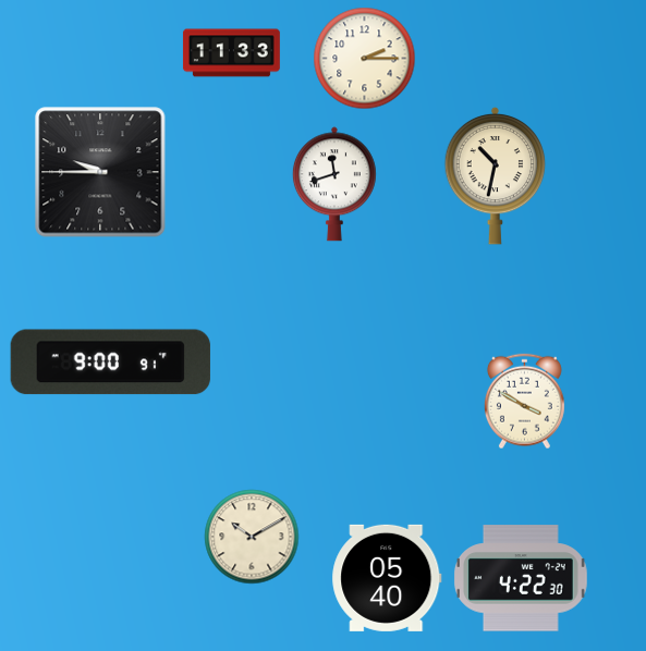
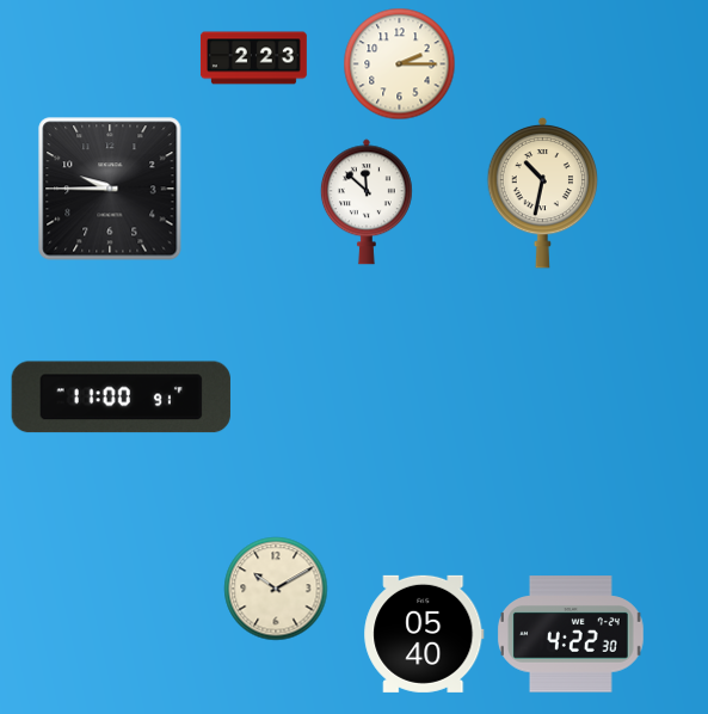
clock at (231, 53): 11:33 -> 2:23
clock at (334, 184): 11:42 -> 11:52
clock at (110, 363): 9:00 -> 11:00
clock at (524, 402): 3:50 -> none
